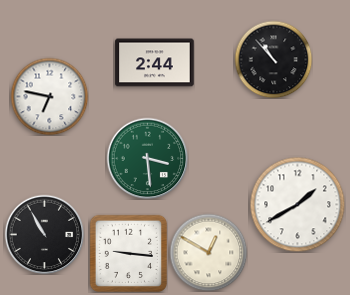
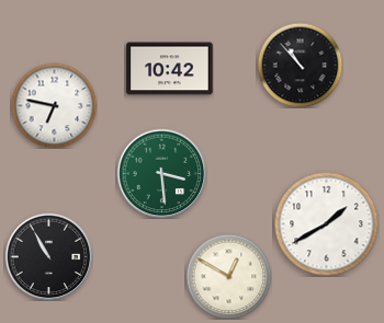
clock at (155, 63): 2:44 -> 10:42
clock at (128, 253): 9:16 -> none
